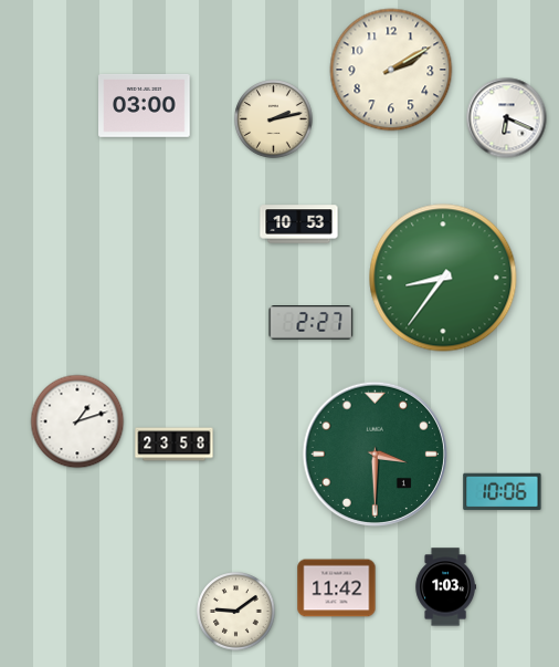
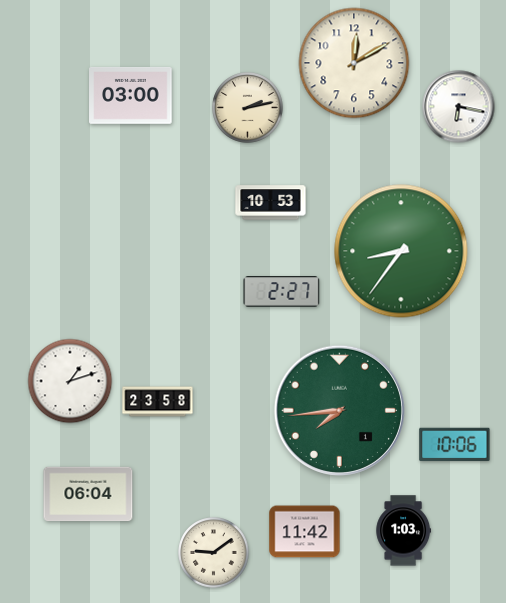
clock at (391, 70): 2:10 -> 12:10
clock at (507, 118): 6:19 -> 6:17
clock at (375, 454): 3:30 -> 7:44
clock at (88, 494): none -> 06:04
